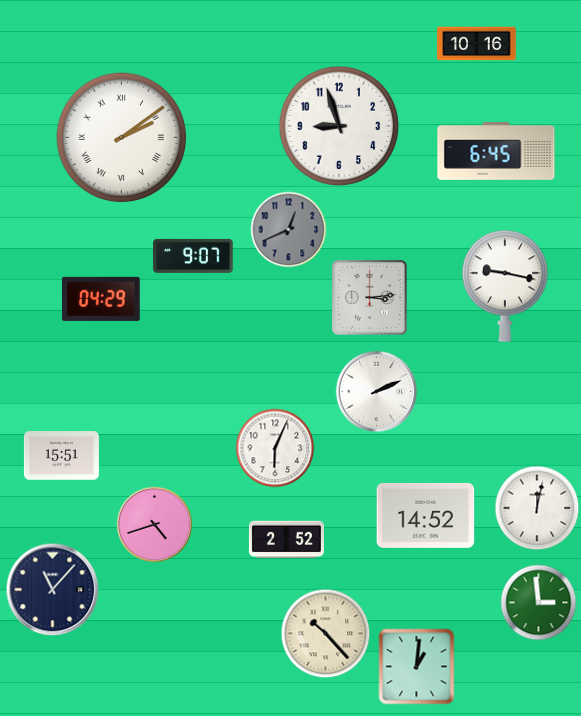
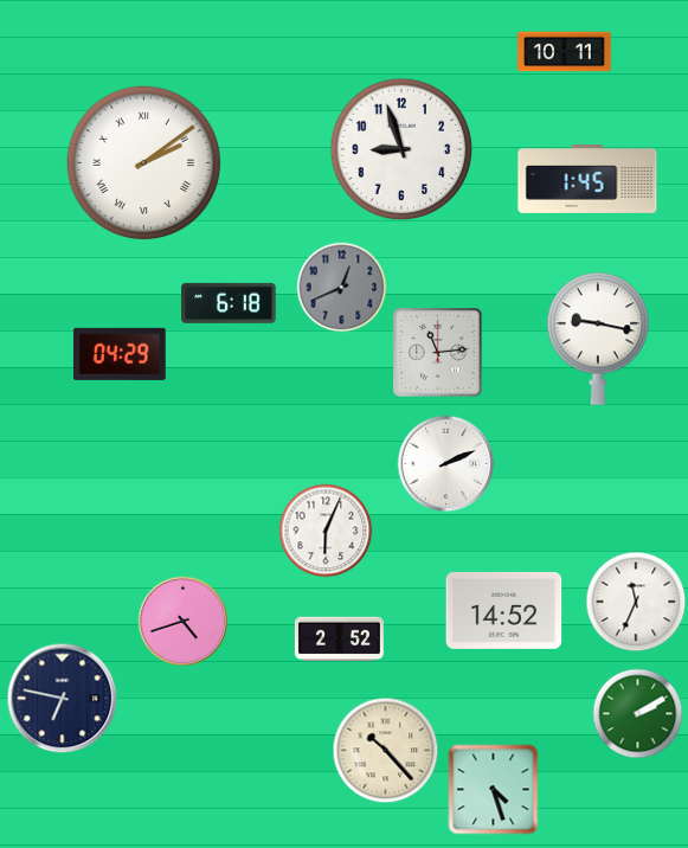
clock at (477, 44): 10:16 -> 10:11
clock at (496, 152): 6:45 -> 1:45
clock at (289, 230) position: (289, 230) -> (342, 288)
clock at (193, 256): 9:07 -> 6:18
clock at (370, 298): 3:14 -> 11:14
clock at (61, 456): 15:51 -> none
clock at (537, 508): 12:02 -> 11:34
clock at (53, 590): 11:07 -> 6:47
clock at (539, 603): 2:59 -> 2:10
clock at (417, 667): 1:01 -> 4:27
